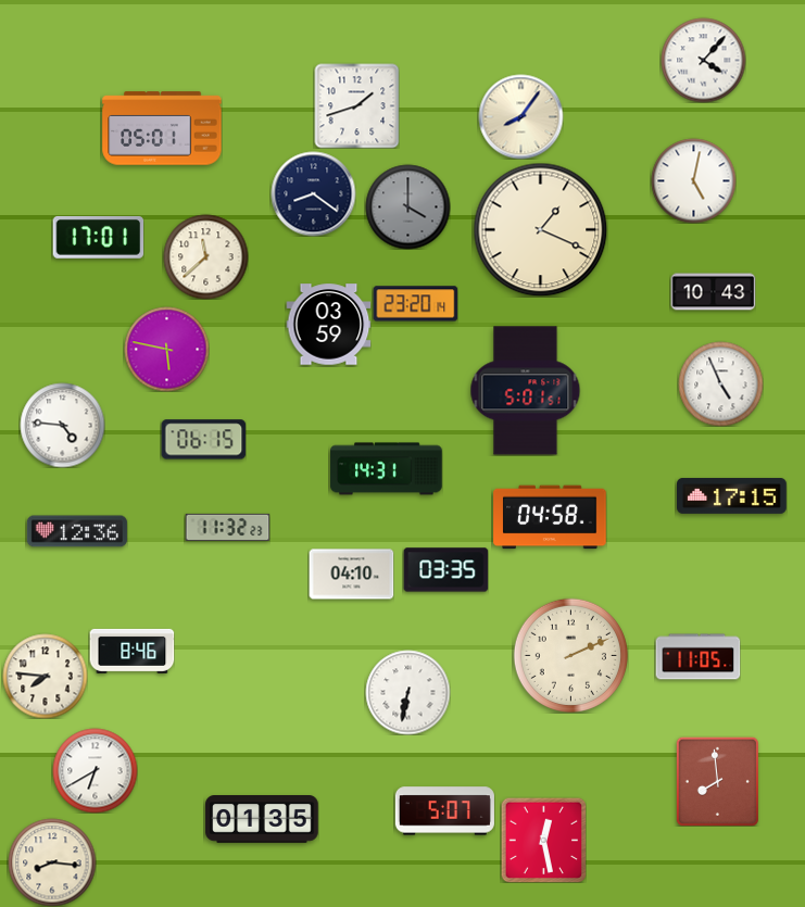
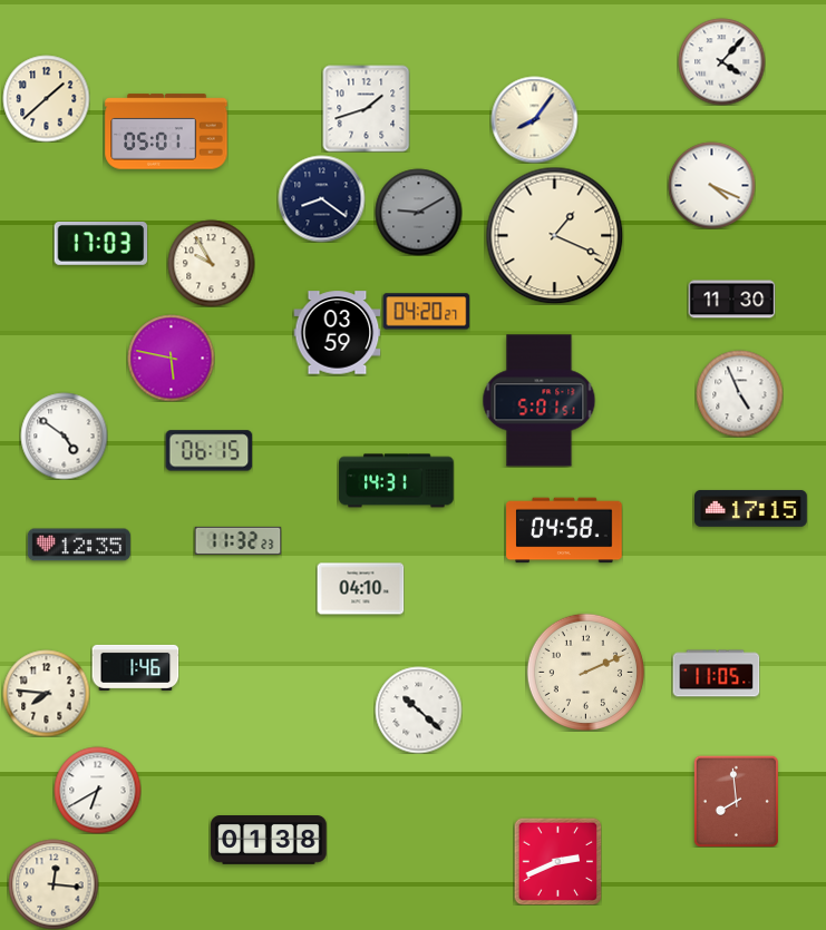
clock at (46, 98): none -> 1:38
clock at (693, 180): 5:02 -> 4:19
clock at (407, 206): 4:00 -> 9:10
clock at (98, 238): 17:01 -> 17:03
clock at (205, 256): 11:38 -> 9:55
clock at (713, 292): 10:43 -> 11:30
clock at (415, 304): 23:20 -> 04:20
clock at (62, 425): 4:46 -> 4:51
clock at (227, 527) position: (227, 527) -> (237, 540)
clock at (77, 531): 12:36 -> 12:35
clock at (445, 570): 03:35 -> none
clock at (131, 651): 8:46 -> 1:46
clock at (407, 692): 6:32 -> 10:22
clock at (444, 811): 5:07 -> none
clock at (262, 820): 01:35 -> 01:38
clock at (543, 840): 12:28 -> 2:41
clock at (52, 862): 8:16 -> 12:16
